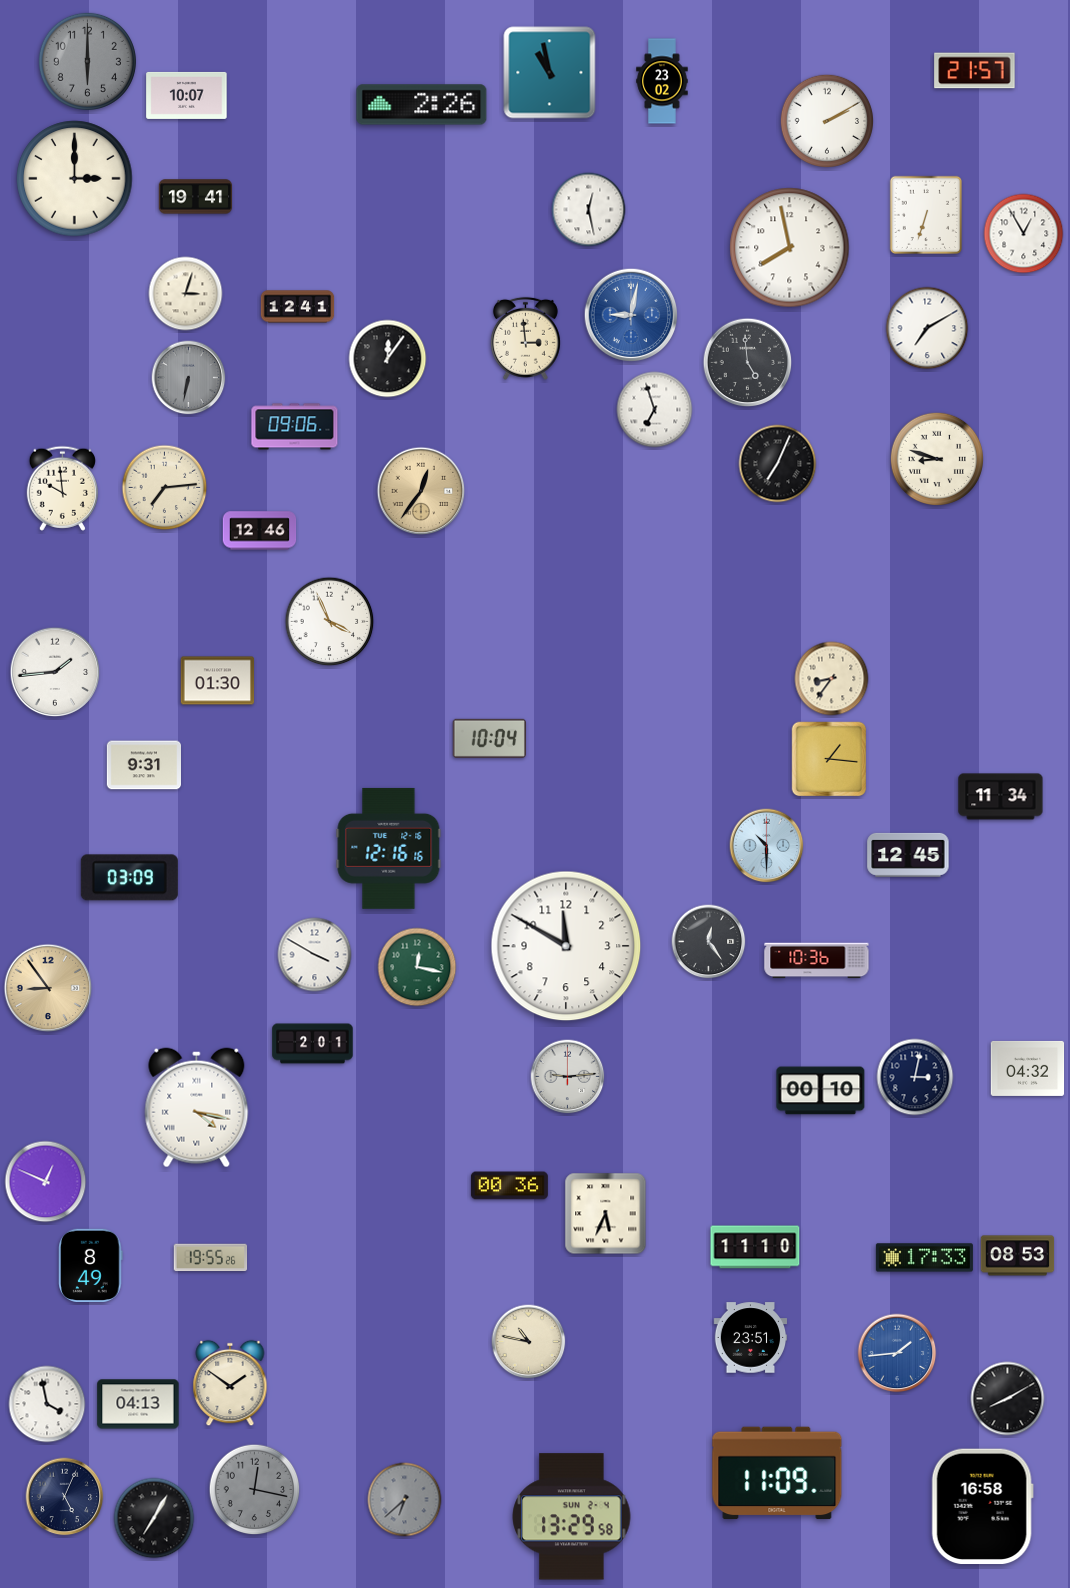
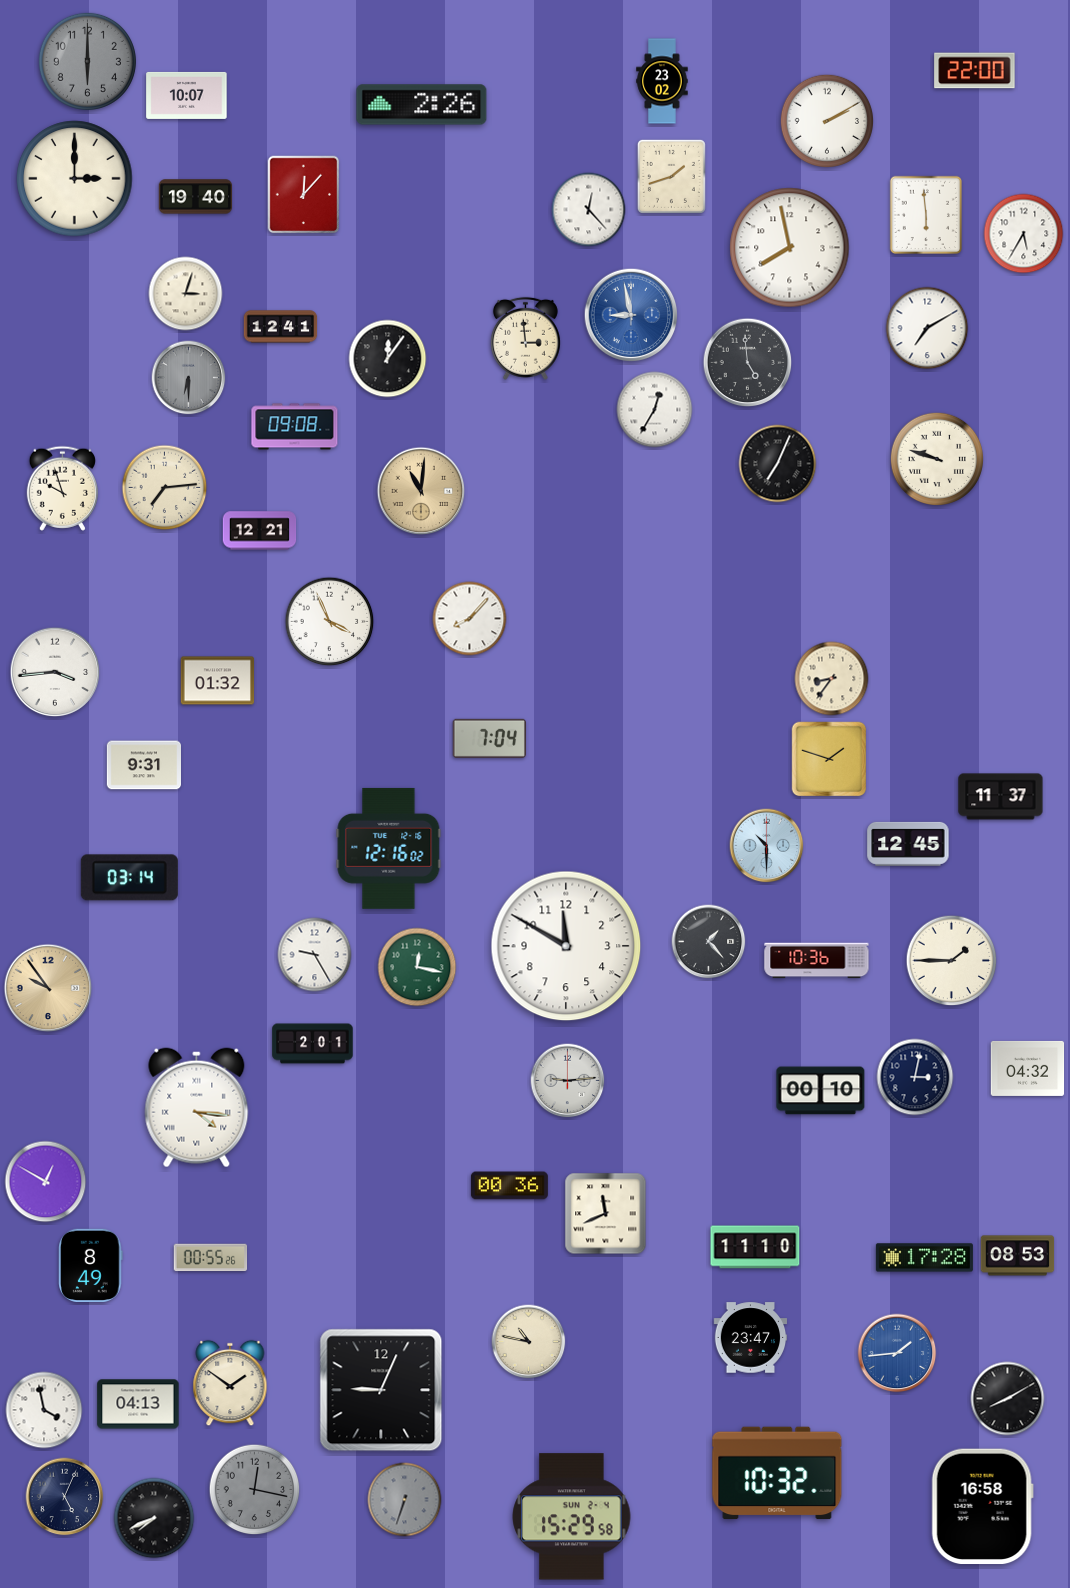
clock at (975, 71): 21:57 -> 22:00
clock at (550, 73): 10:58 -> none
clock at (671, 176): none -> 1:42
clock at (304, 195): none -> 12:07
clock at (196, 197): 19:41 -> 19:40
clock at (589, 210): 12:28 -> 12:23
clock at (925, 214): 6:33 -> 5:59
clock at (1024, 234): 12:55 -> 5:35
clock at (298, 307) position: (298, 307) -> (281, 327)
clock at (631, 315): 9:02 -> 8:58
clock at (189, 378): 6:32 -> 6:30
clock at (655, 410): 6:57 -> 12:35
clock at (295, 427): 09:06 -> 09:08
clock at (936, 458): 8:48 -> 9:48
clock at (62, 488): 9:59 -> 9:57
clock at (421, 491): 12:36 -> 11:01
clock at (260, 531): 12:46 -> 12:21
clock at (470, 619): none -> 8:07
clock at (55, 672): 1:44 -> 3:44
clock at (218, 681): 01:30 -> 01:32
clock at (489, 738): 10:04 -> 7:04
clock at (829, 759): 1:16 -> 1:48
clock at (1001, 797): 11:34 -> 11:37
clock at (389, 848): 12:16:16 -> 12:16:02
clock at (908, 855) position: (908, 855) -> (908, 844)
clock at (129, 878): 03:09 -> 03:14
clock at (709, 942): 12:24 -> 1:23
clock at (315, 955): 3:50 -> 9:25
clock at (952, 961): none -> 1:45
clock at (48, 988): 8:54 -> 9:54
clock at (568, 1077) position: (568, 1077) -> (568, 1081)
clock at (197, 1108): 4:17 -> 4:16
clock at (46, 1182): 12:49 -> 12:50
clock at (606, 1214): 5:34 -> 11:41
clock at (211, 1258): 19:55 -> 00:55
clock at (924, 1258): 17:33 -> 17:28
clock at (751, 1338): 23:51 -> 23:47
clock at (381, 1390): none -> 9:04
clock at (47, 1404) position: (47, 1404) -> (44, 1410)
clock at (777, 1473): 11:09 -> 10:32
clock at (405, 1500): 6:38 -> 6:33
clock at (572, 1517): 13:29 -> 15:29
clock at (154, 1518): 7:05 -> 7:41
